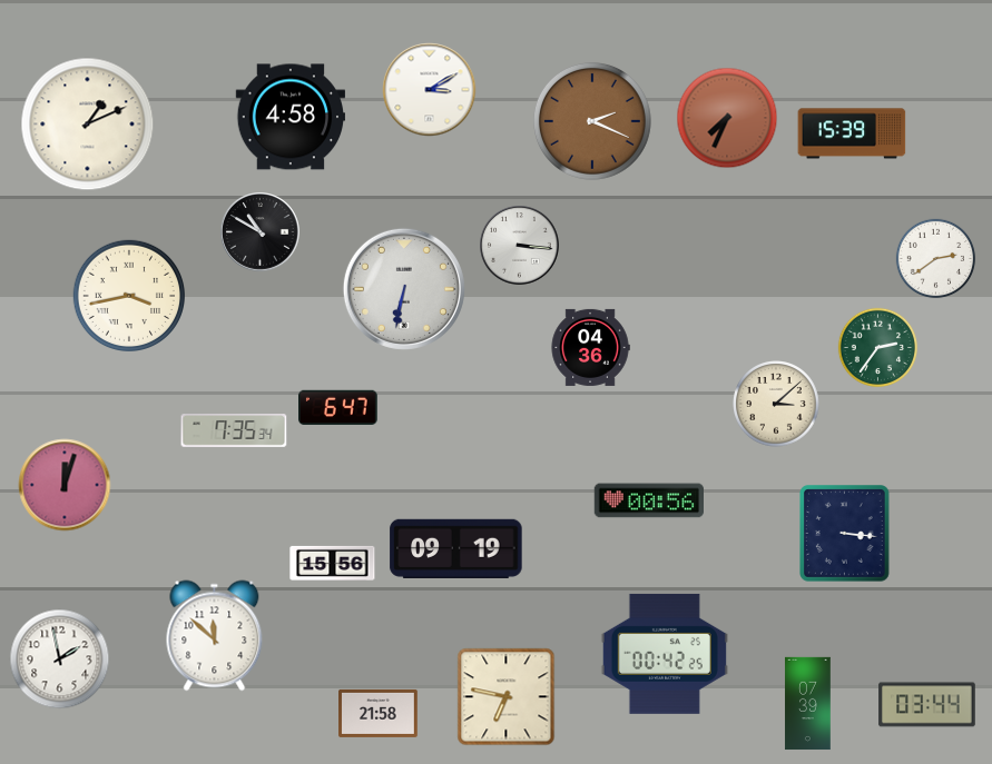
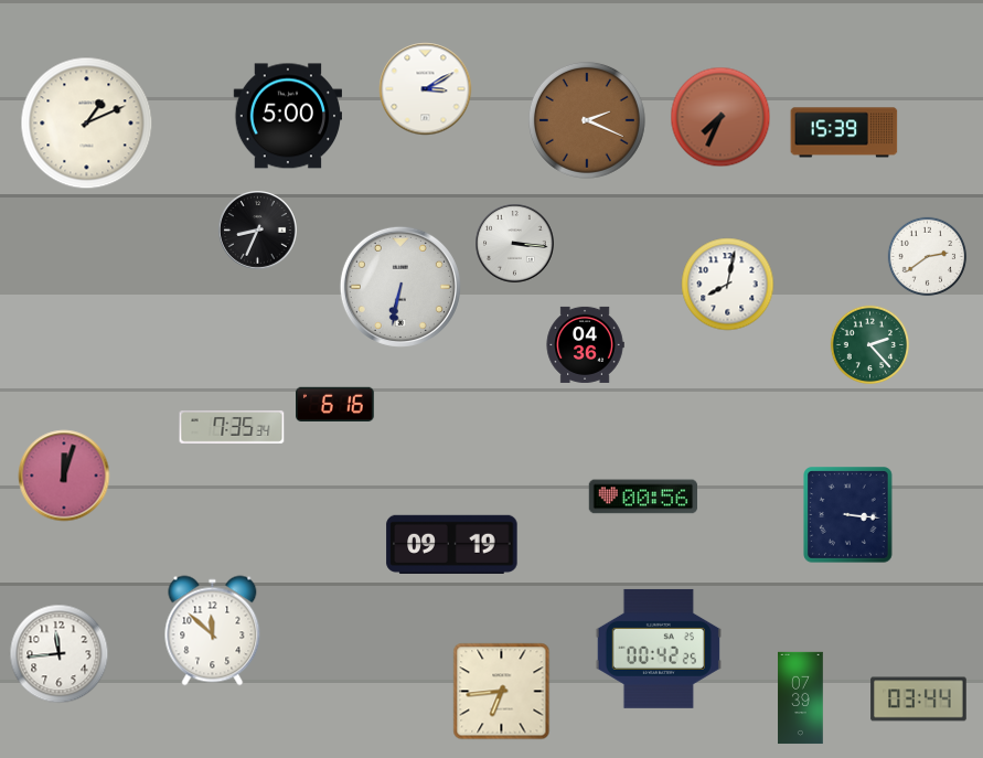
clock at (289, 117): 4:58 -> 5:00
clock at (261, 232): 10:50 -> 8:34
clock at (728, 285): none -> 8:02
clock at (128, 295): 3:43 -> none
clock at (878, 348): 2:36 -> 2:23
clock at (776, 404): 3:08 -> none
clock at (338, 407): 6:47 -> 6:16
clock at (65, 485) position: (65, 485) -> (64, 476)
clock at (845, 534) position: (845, 534) -> (848, 515)
clock at (333, 563): 15:56 -> none
clock at (60, 659): 1:58 -> 11:44
clock at (507, 697): 6:47 -> 6:44
clock at (379, 713): 21:58 -> none
